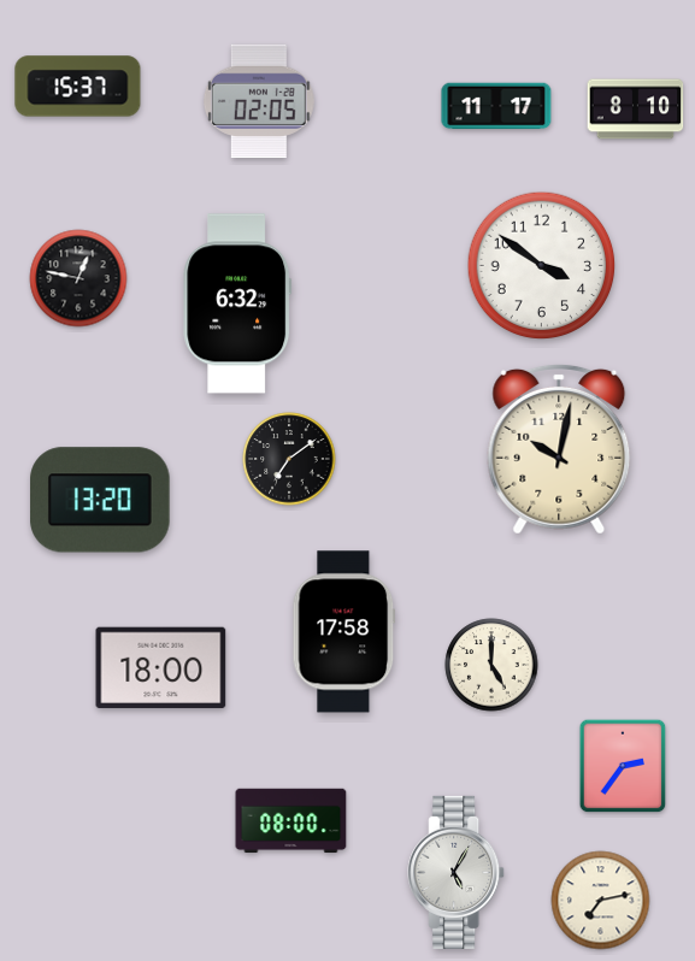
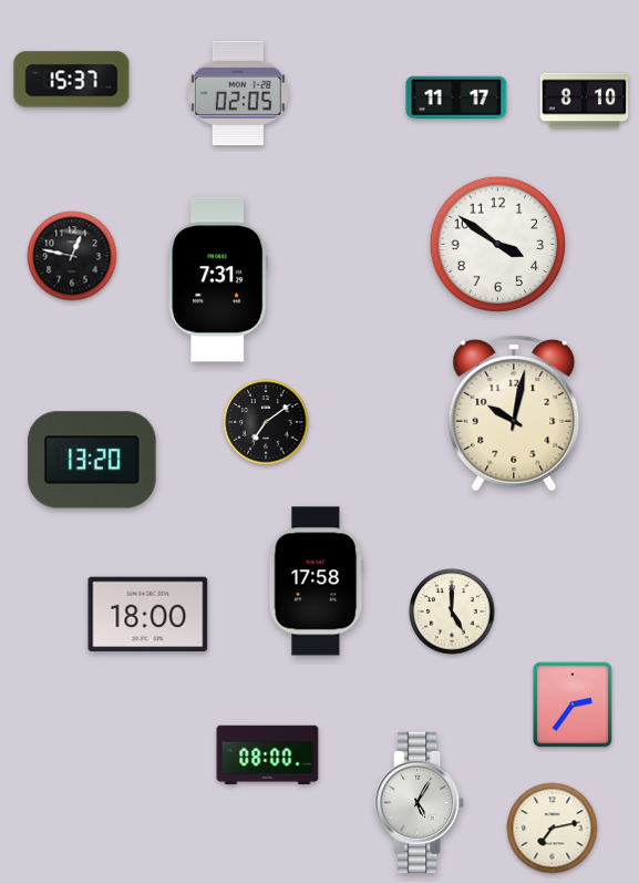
clock at (237, 303): 6:32 -> 7:31
